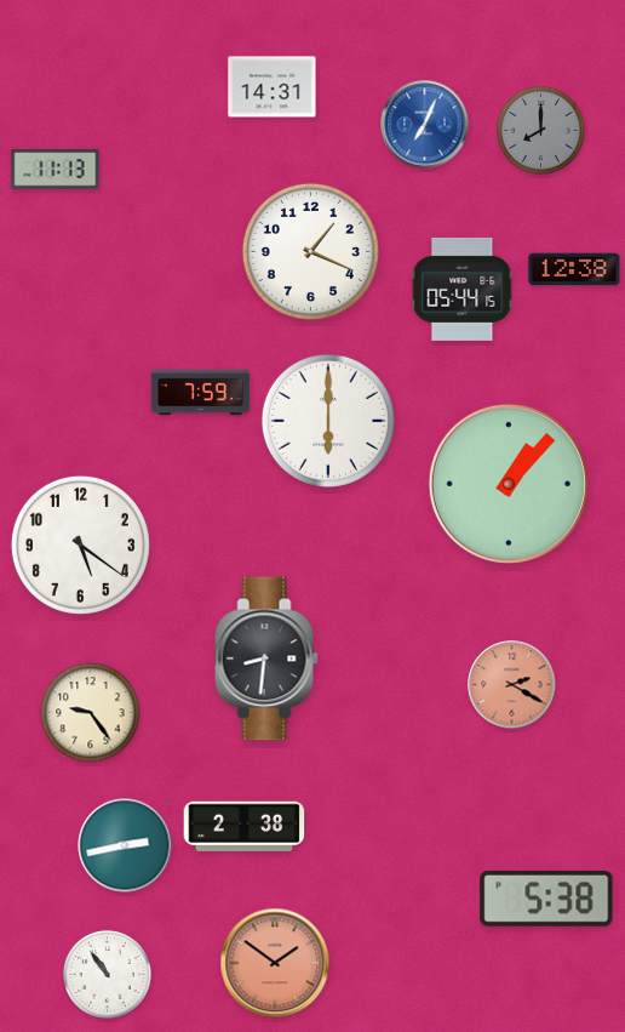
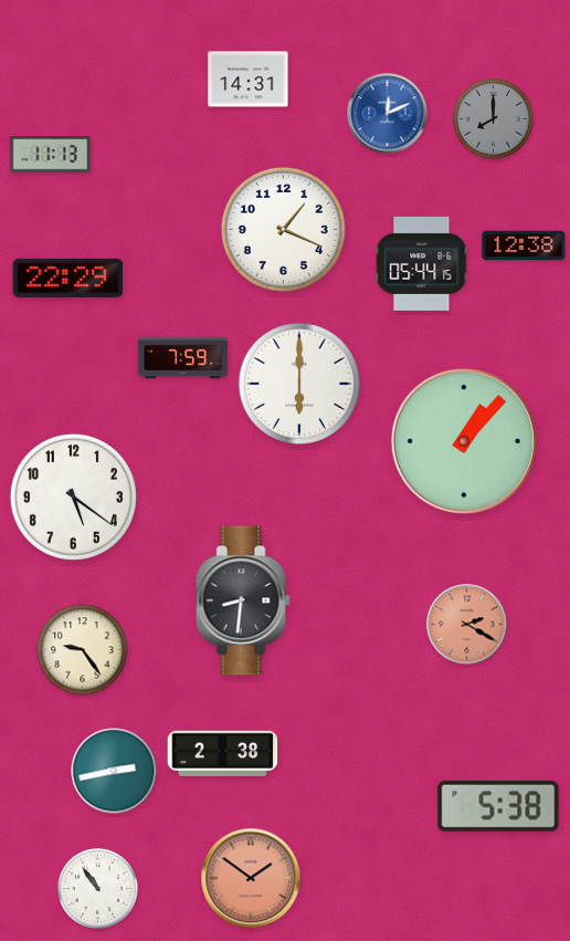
clock at (425, 125): 7:04 -> 12:11
clock at (68, 278): none -> 22:29
clock at (546, 899) position: (546, 899) -> (498, 806)
